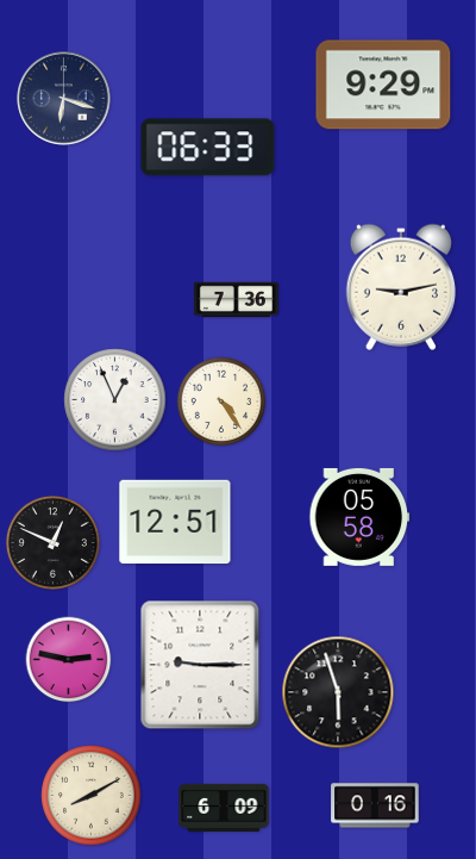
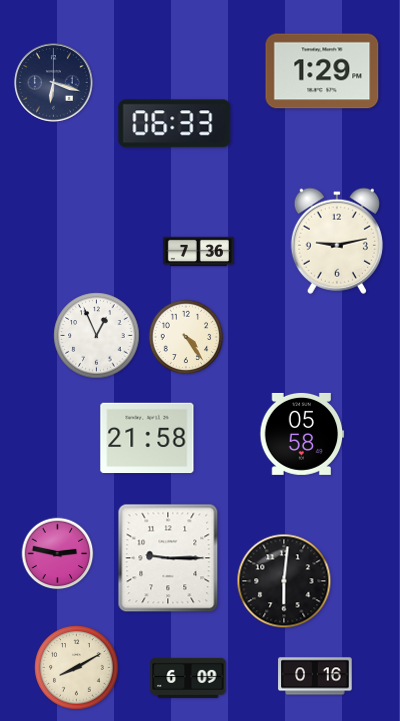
clock at (383, 85): 9:29 -> 1:29
clock at (175, 522): 12:51 -> 21:58
clock at (52, 542): 12:49 -> none
clock at (338, 692): 5:57 -> 6:01
